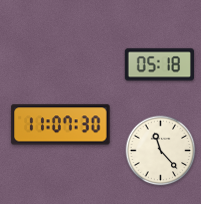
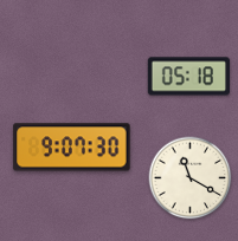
clock at (61, 125): 11:07 -> 9:07
clock at (161, 151): 11:23 -> 11:20
